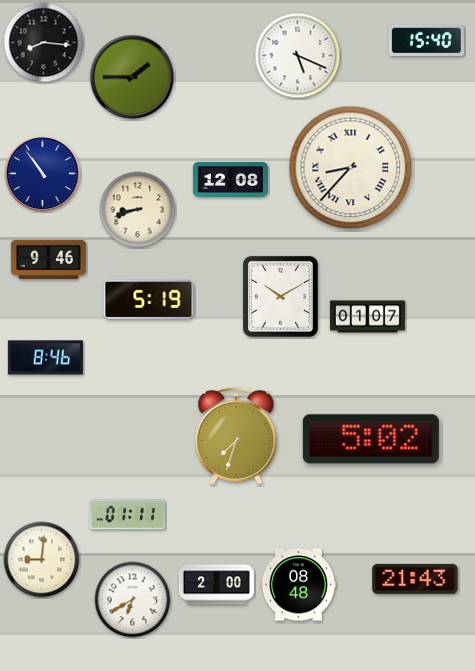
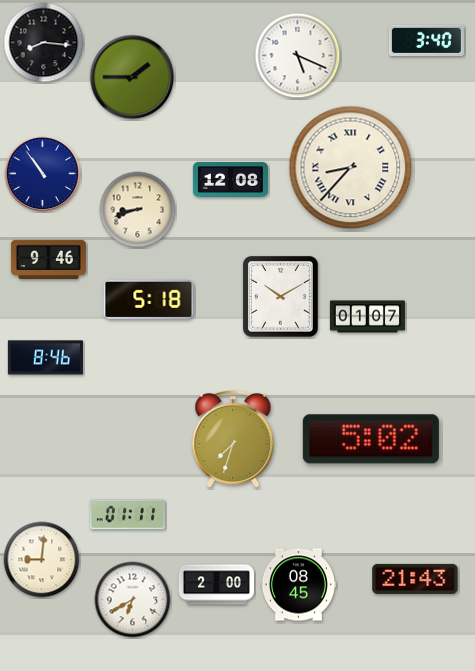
clock at (426, 40): 15:40 -> 3:40
clock at (149, 299): 5:19 -> 5:18
clock at (236, 435) position: (236, 435) -> (233, 438)
clock at (298, 585): 08:48 -> 08:45
